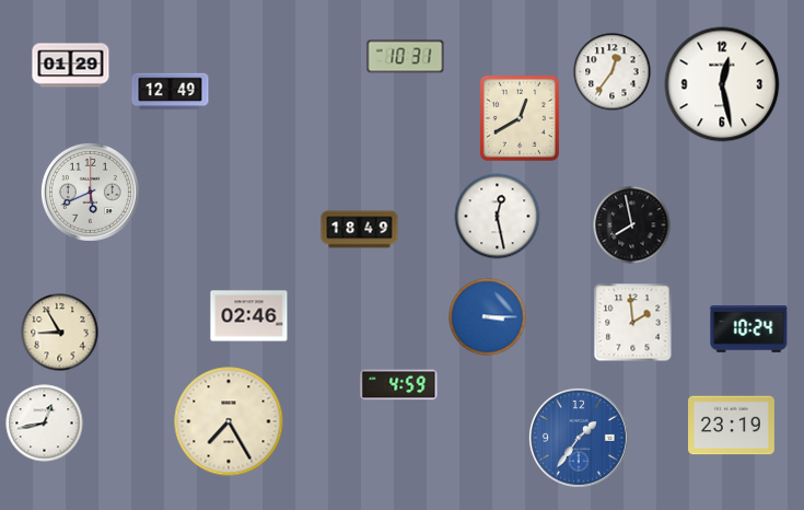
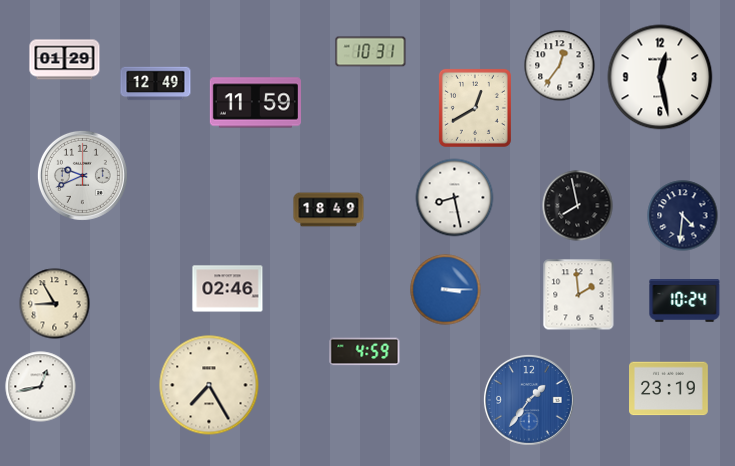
clock at (255, 103): none -> 11:59
clock at (90, 192): 5:41 -> 9:41
clock at (498, 217): 12:28 -> 8:28
clock at (683, 216): none -> 4:31
